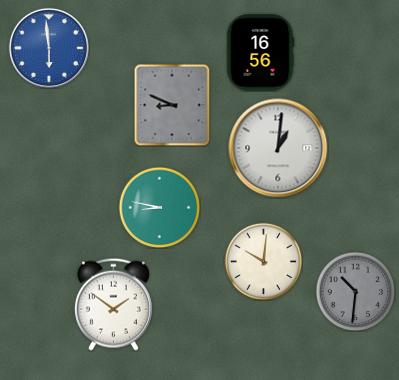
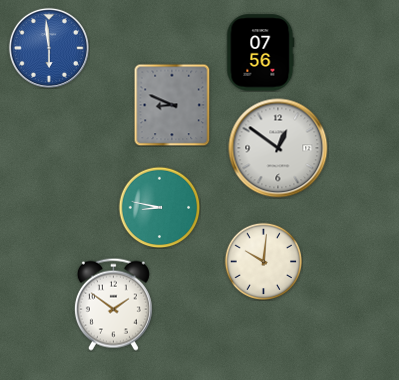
clock at (261, 53): 16:56 -> 07:56
clock at (278, 148): 1:01 -> 12:51
clock at (355, 291): 10:31 -> none
